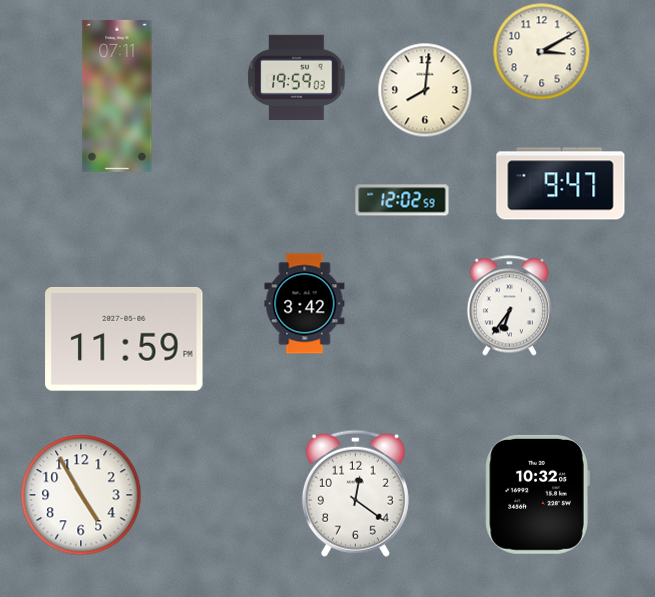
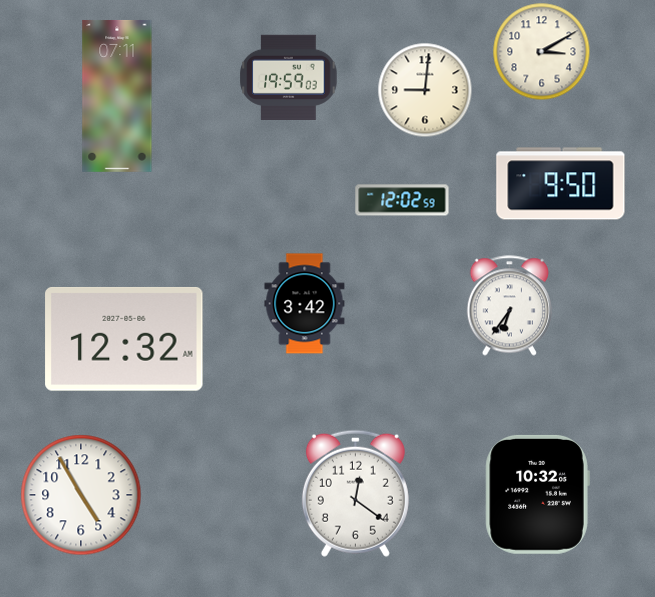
clock at (297, 77) position: (297, 77) -> (289, 77)
clock at (425, 90): 8:01 -> 9:01
clock at (561, 184): 9:47 -> 9:50
clock at (124, 339): 11:59 -> 12:32
